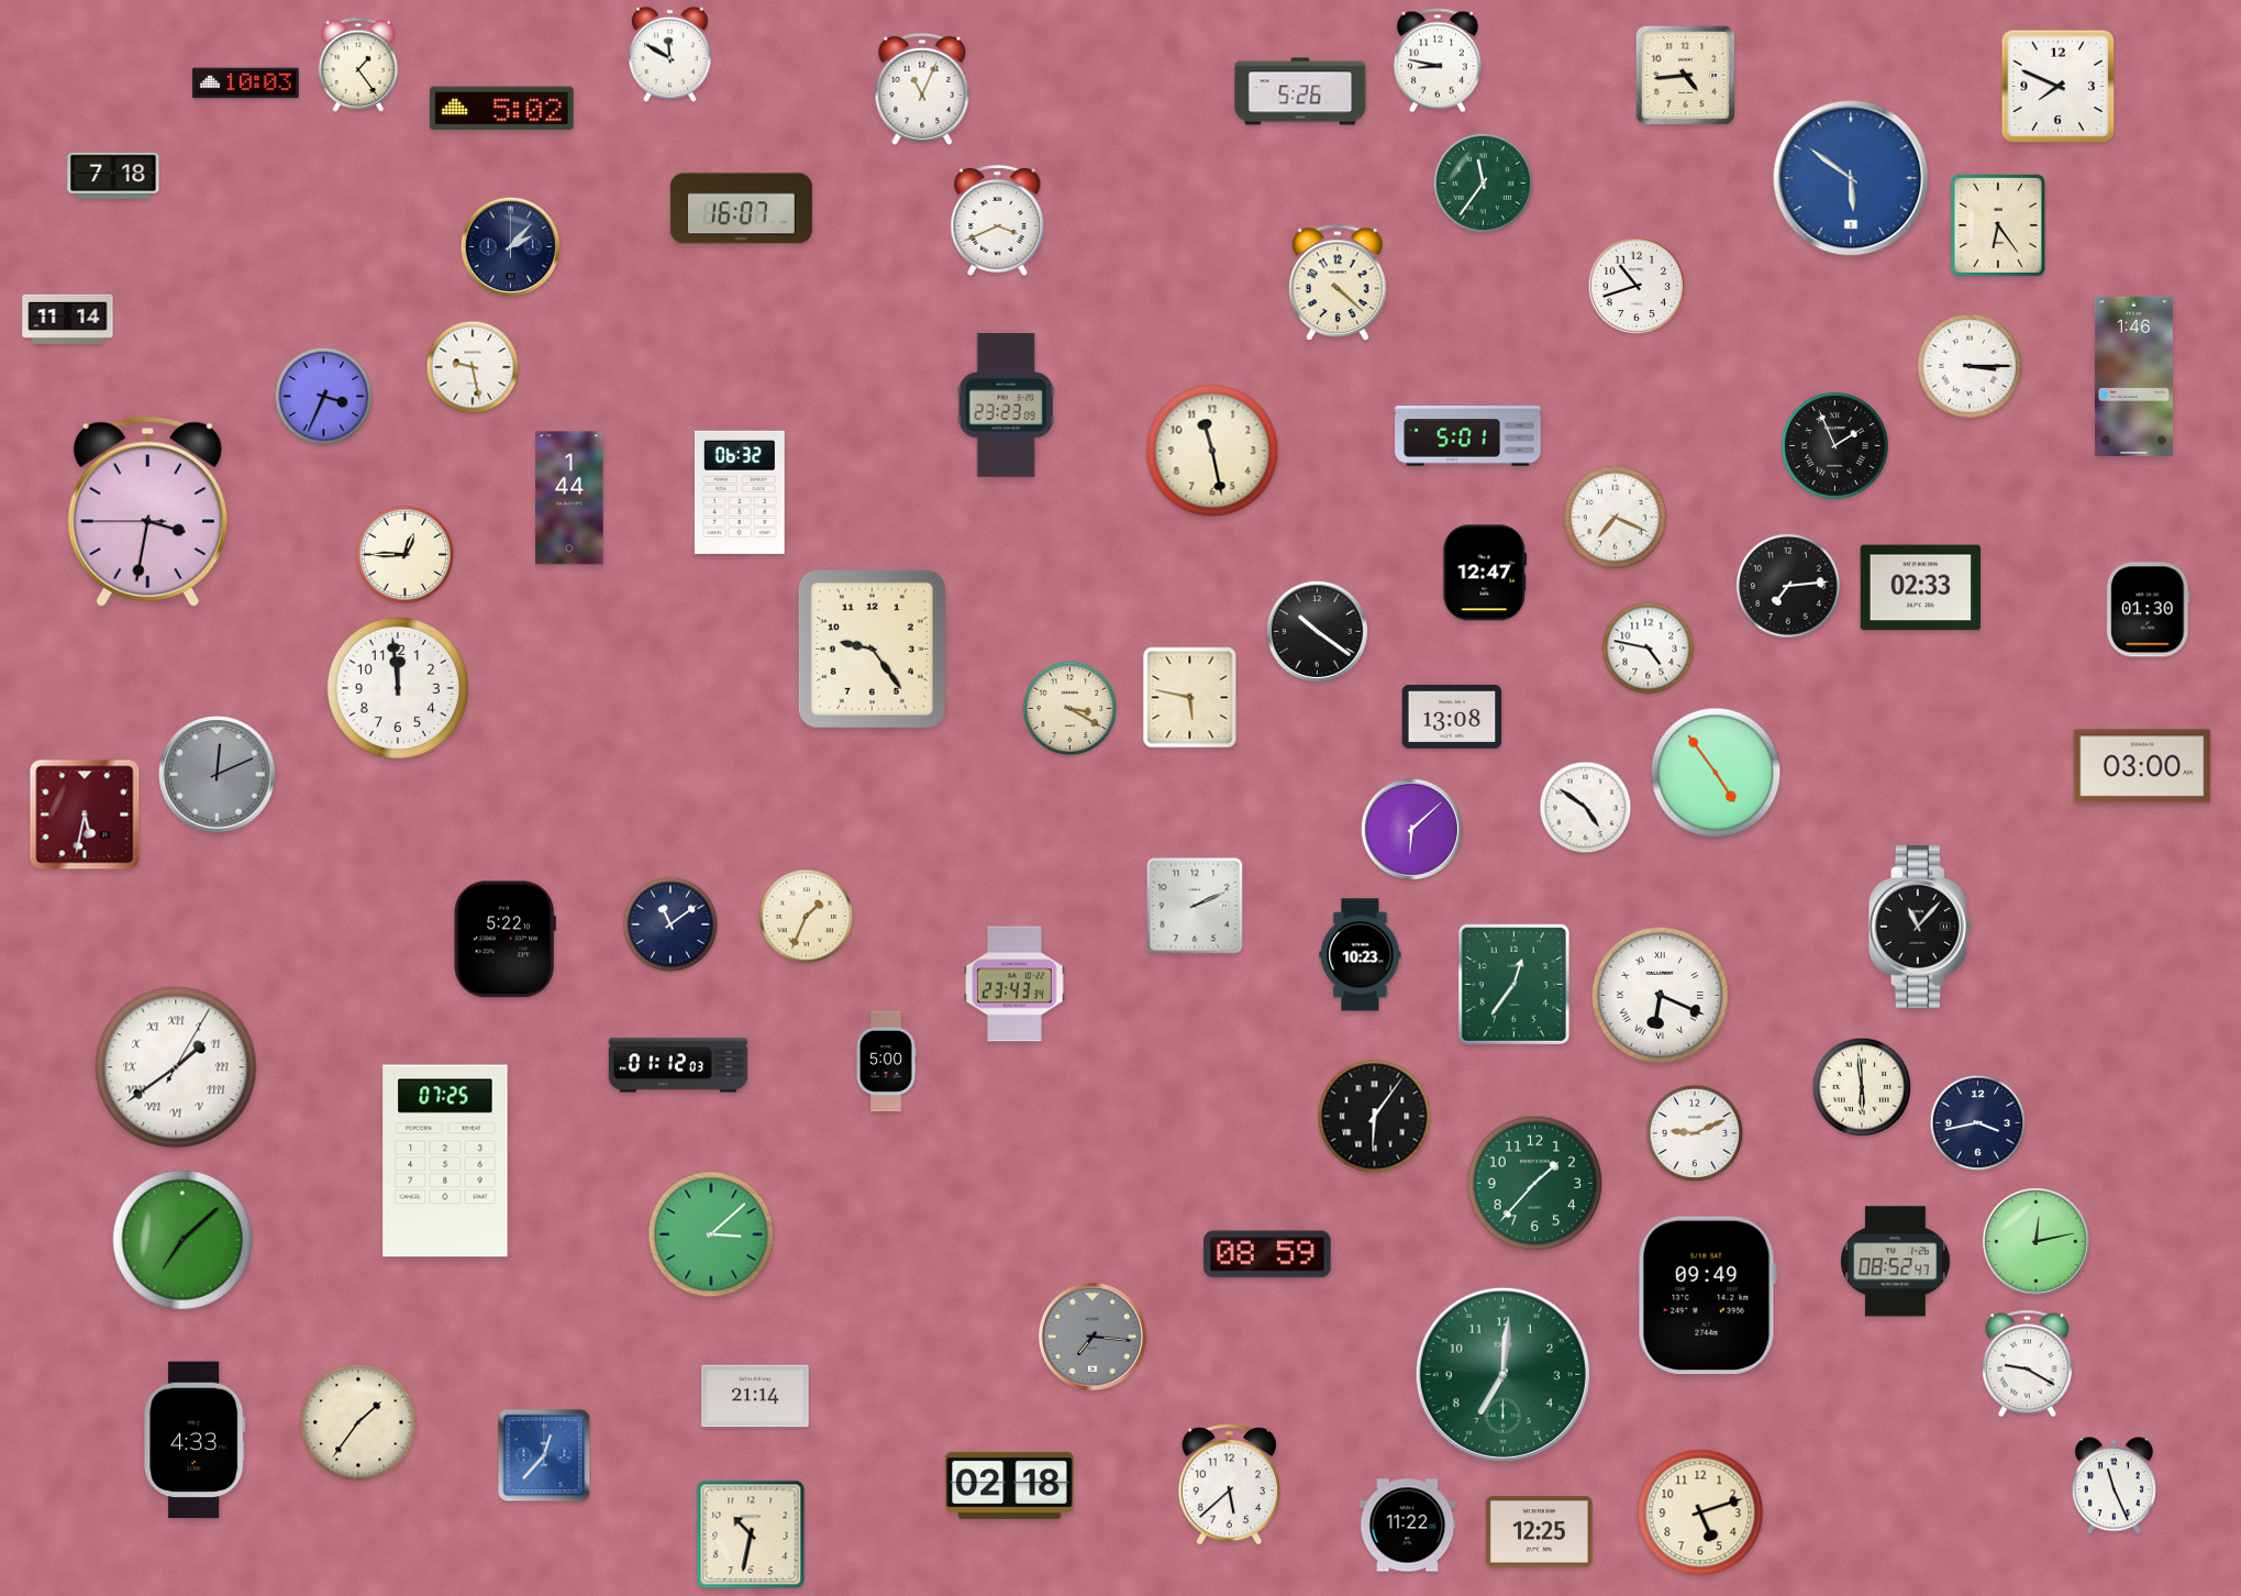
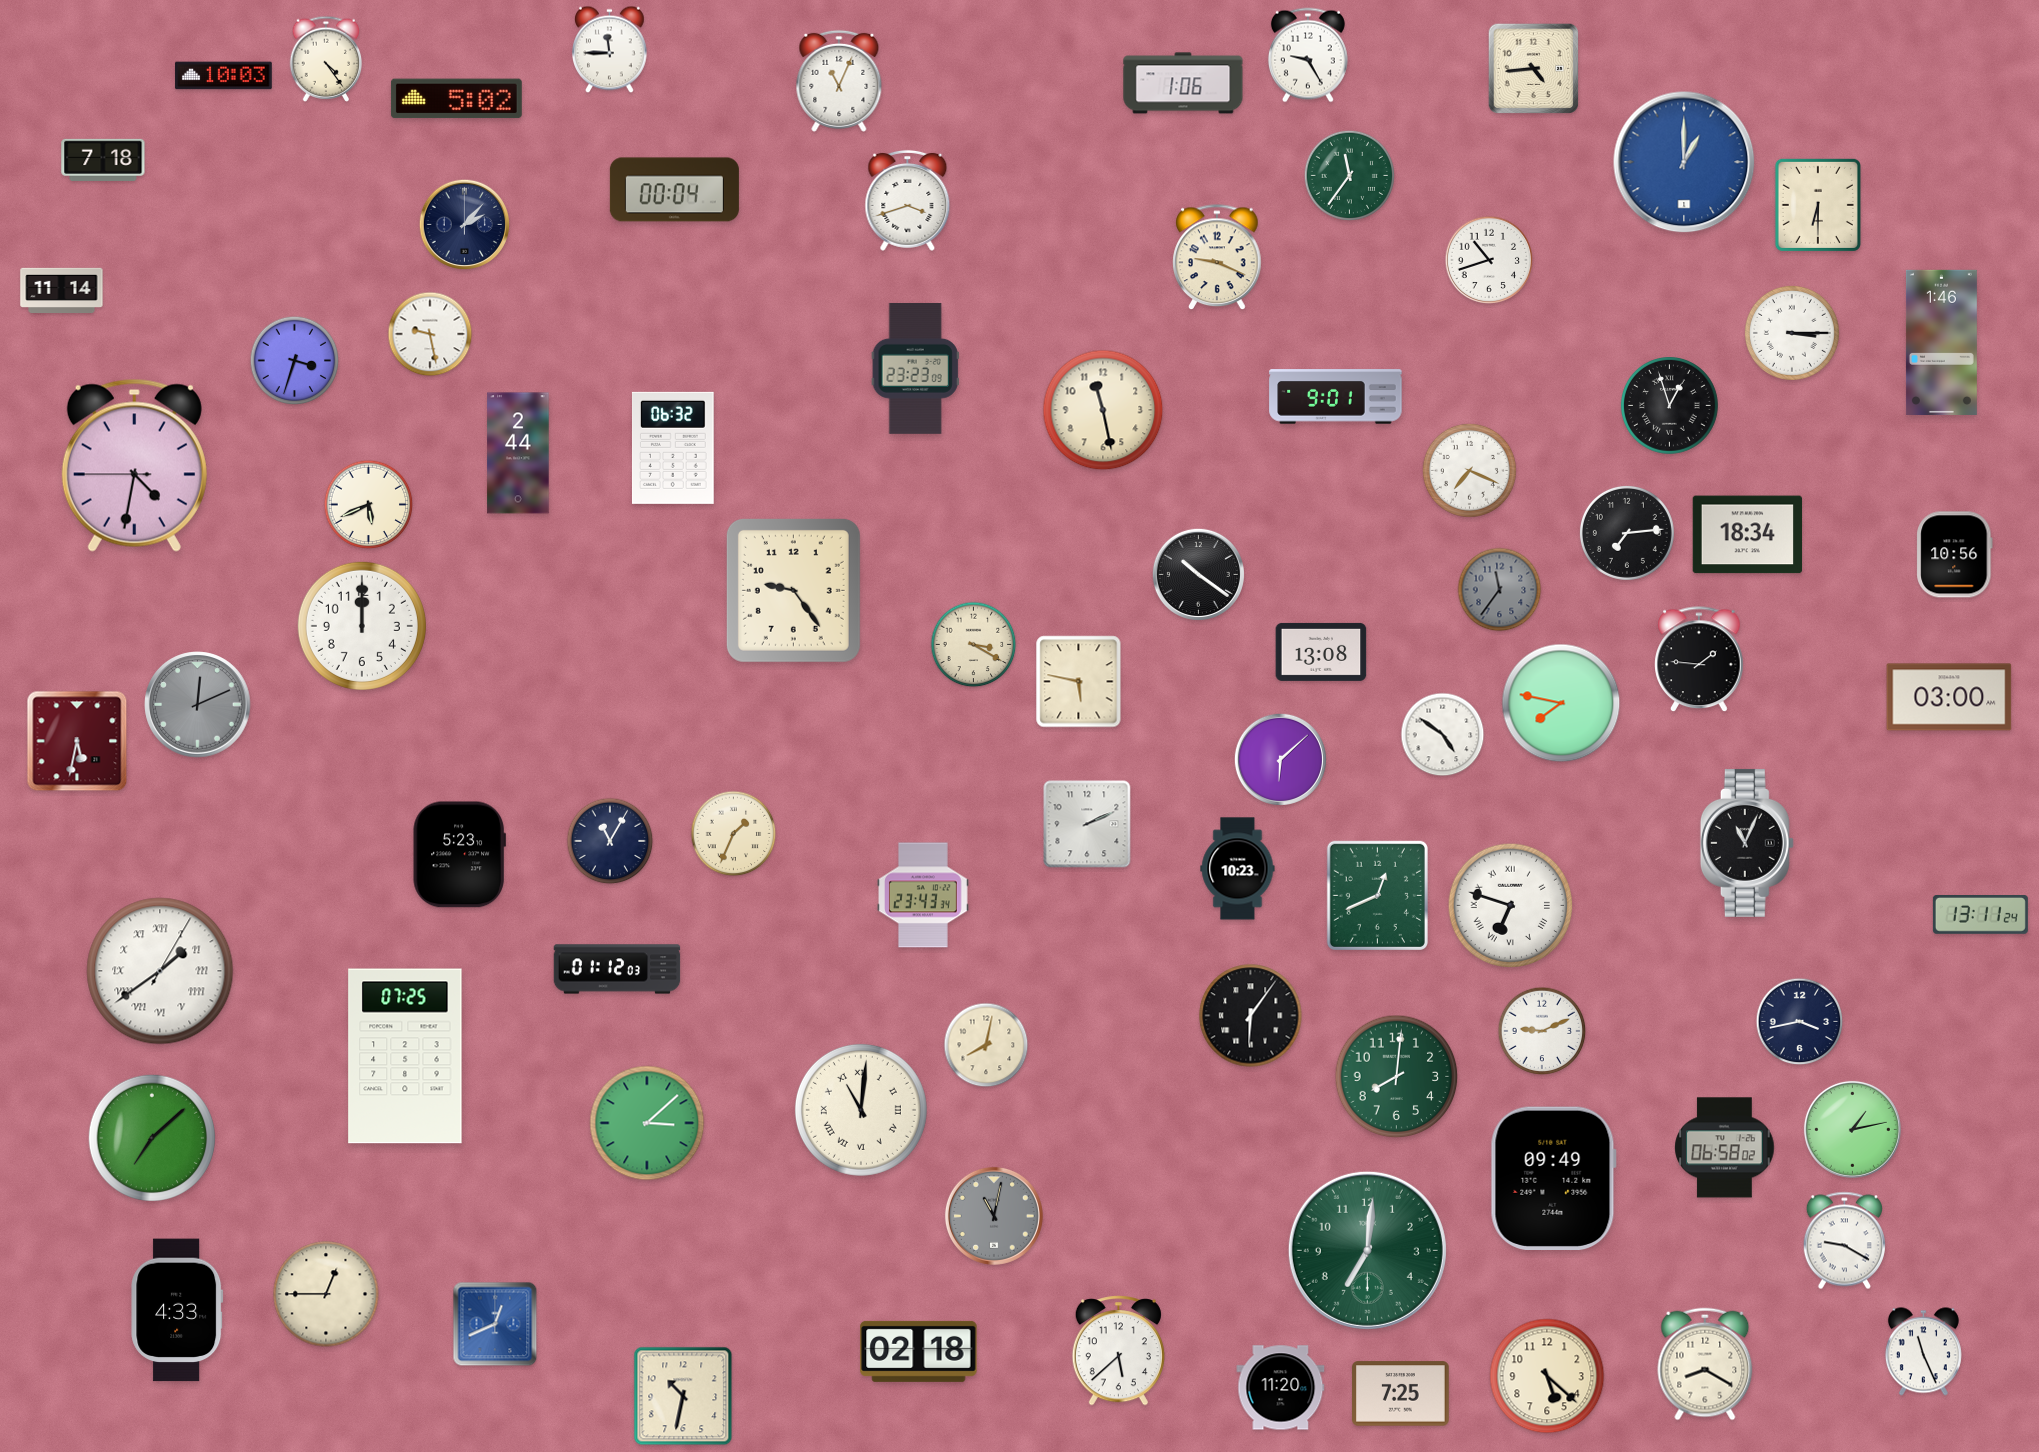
clock at (670, 55): 11:50 -> 11:45
clock at (1438, 60): 8:47 -> 9:25
clock at (358, 65): 1:24 -> 4:24
clock at (2059, 87): 7:49 -> none
clock at (1300, 91): 5:26 -> 1:06
clock at (1851, 178): 5:51 -> 1:00
clock at (1483, 182) position: (1483, 182) -> (1349, 175)
clock at (741, 209): 16:07 -> 00:04
clock at (998, 220): 3:41 -> 3:42
clock at (1998, 225): 6:24 -> 6:30
clock at (1338, 284): 4:22 -> 9:19
clock at (324, 397): 3:34 -> 3:33
clock at (1468, 436): 5:01 -> 9:01
clock at (1835, 446): 1:56 -> 12:57
clock at (569, 498): 1:44 -> 2:44
clock at (147, 511): 3:31 -> 4:31
clock at (406, 555): 12:45 -> 5:41
clock at (1485, 573): 12:47 -> none
clock at (1921, 588): 02:33 -> 18:34
clock at (2149, 610): 01:30 -> 10:56
clock at (1649, 649): 4:47 -> 11:36
clock at (1649, 649) dial: white -> grey
clock at (398, 688): 11:59 -> 12:00
clock at (1190, 698) position: (1190, 698) -> (1079, 682)
clock at (1699, 660): none -> 1:46
clock at (1716, 773): 4:54 -> 7:47
clock at (1411, 829) position: (1411, 829) -> (1280, 759)
clock at (670, 924): 11:09 -> 11:05
clock at (1920, 927): 11:07 -> 11:04
clock at (504, 940): 5:22 -> 5:23
clock at (1513, 984): 12:36 -> 12:41
clock at (1661, 996): 6:19 -> 6:48
clock at (1980, 915): none -> 13:11
clock at (886, 1062): 5:00 -> none
clock at (1862, 1087): 5:59 -> none
clock at (986, 1045): none -> 8:02
clock at (1535, 1184): 1:37 -> 8:01
clock at (861, 1110): none -> 11:01
clock at (182, 1240) position: (182, 1240) -> (152, 1138)
clock at (2035, 1241): 12:13 -> 1:13
clock at (1267, 1254): 08:59 -> none
clock at (1896, 1262): 08:52 -> 06:58
clock at (1092, 1337): 7:16 -> 11:02
clock at (755, 1396): 21:14 -> none
clock at (358, 1422): 1:36 -> 12:45
clock at (544, 1455): 12:37 -> 12:41
clock at (1705, 1364): none -> 8:20
clock at (1700, 1512): 5:12 -> 5:22
clock at (1408, 1526): 11:22 -> 11:20
clock at (1540, 1532): 12:25 -> 7:25
